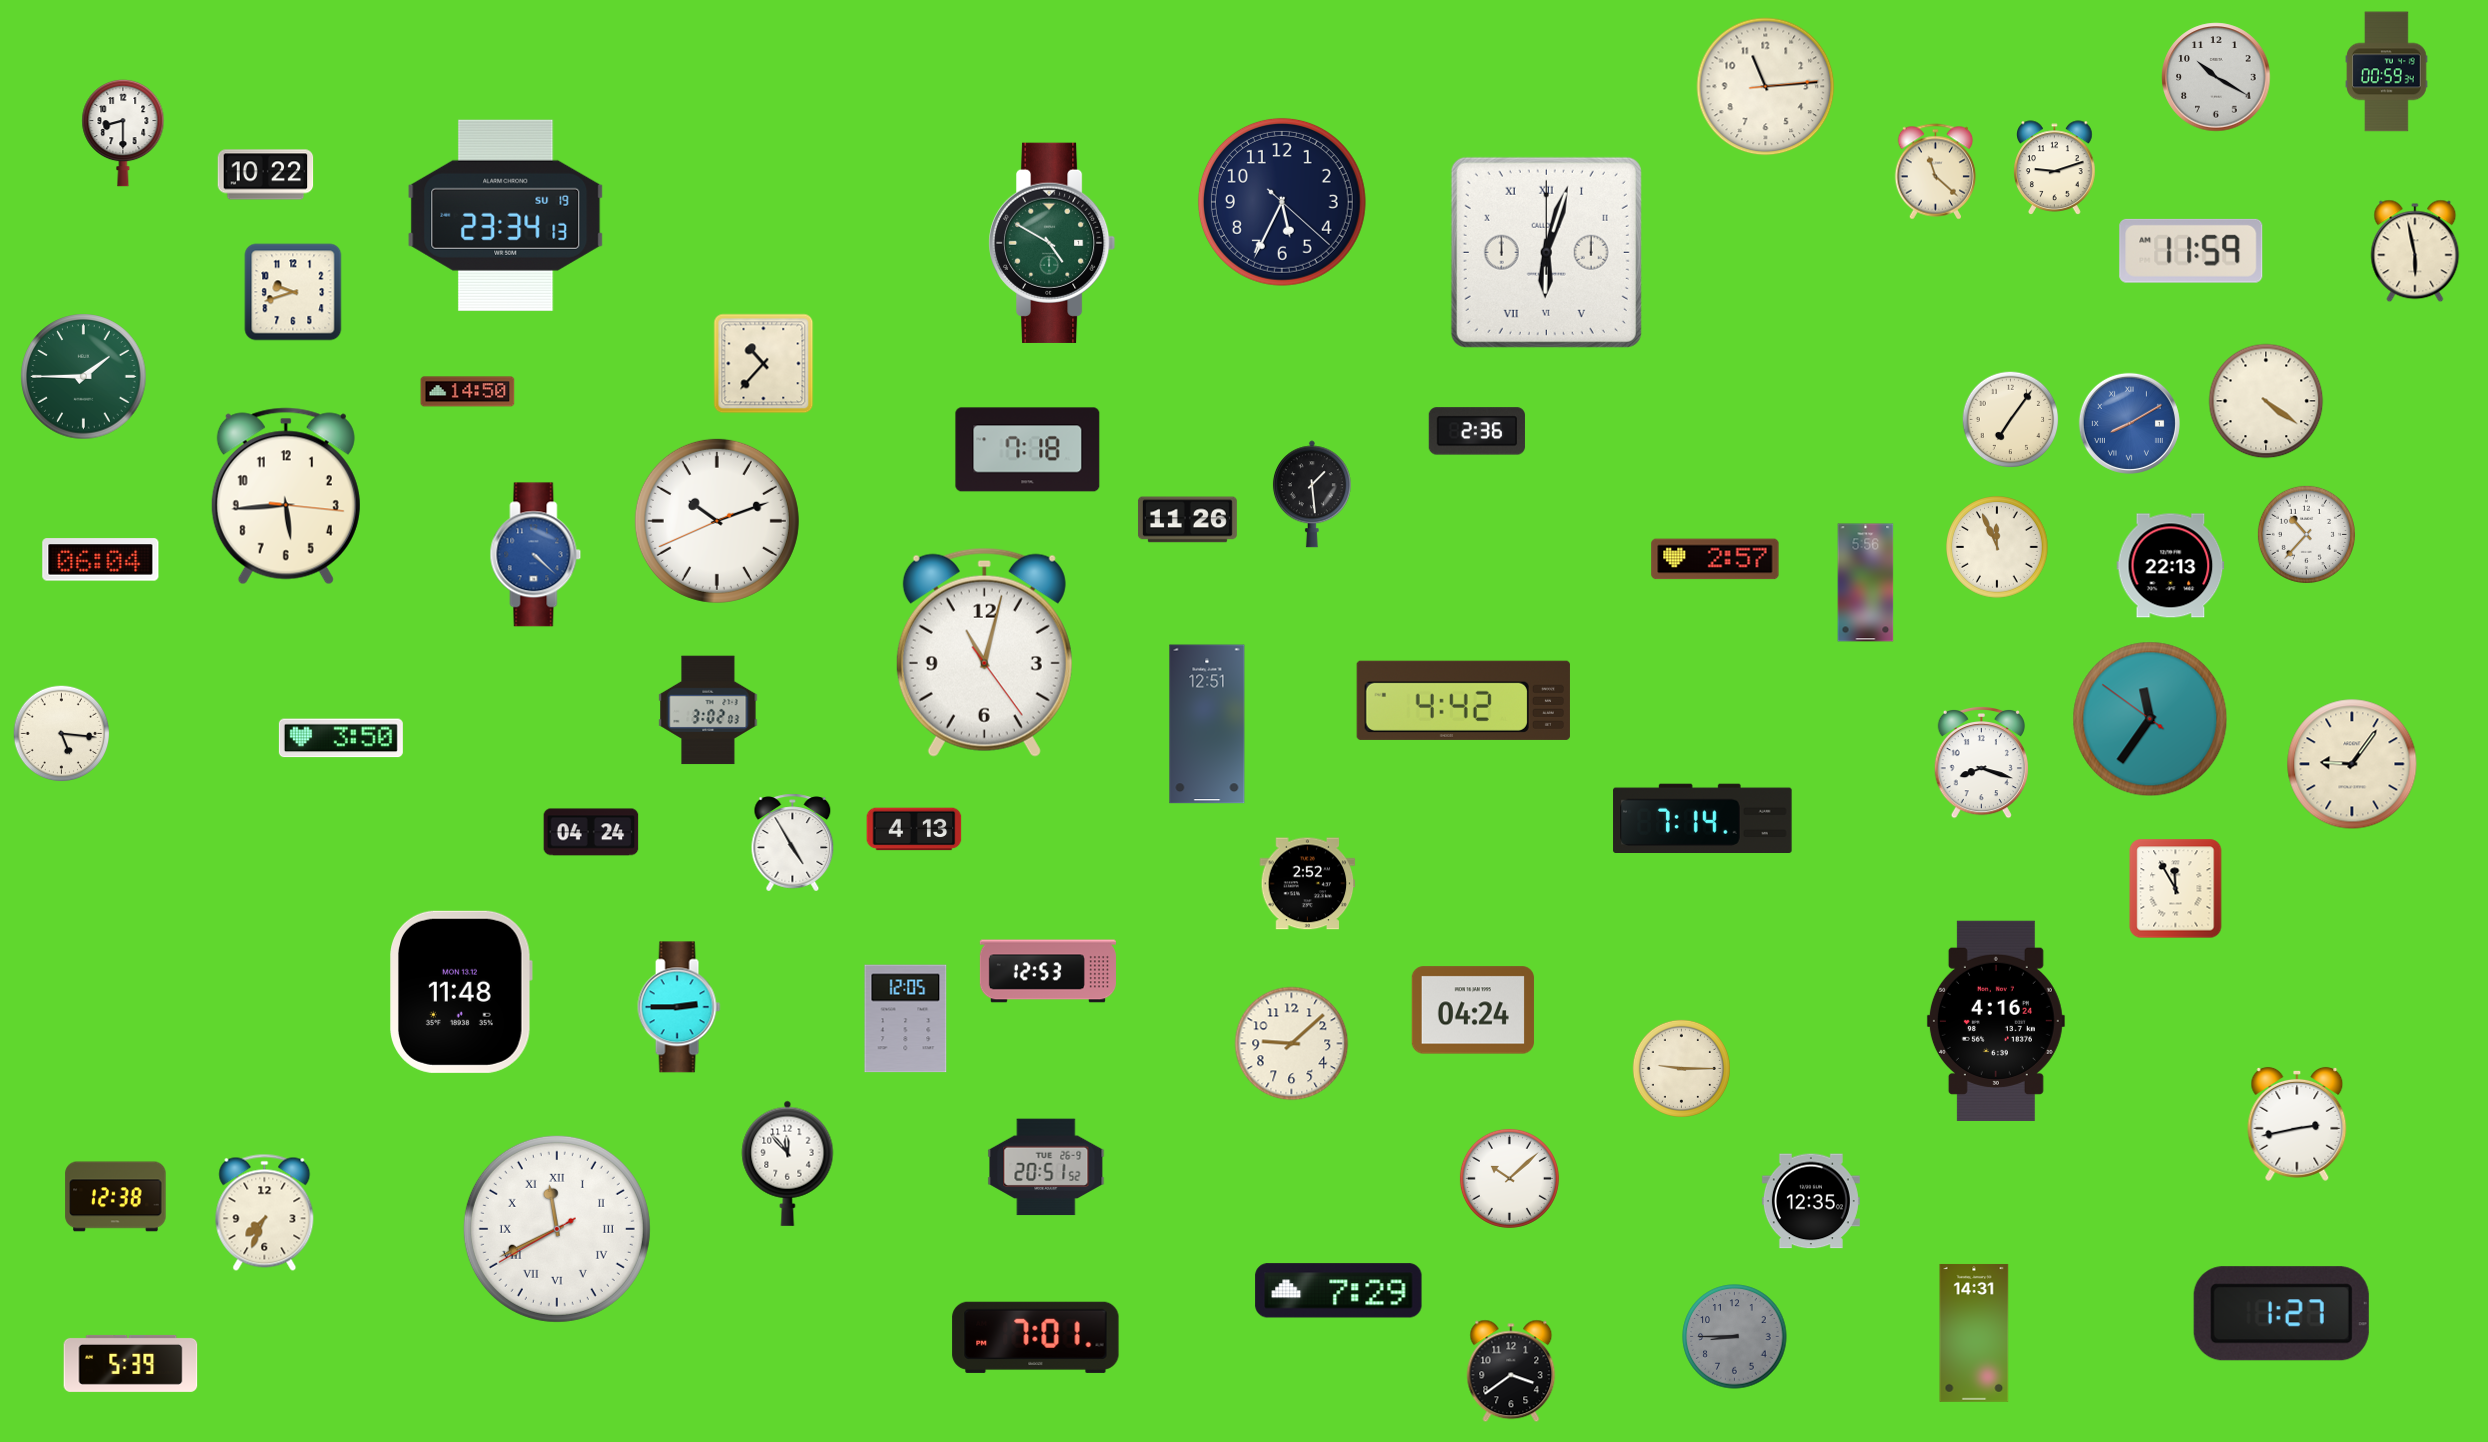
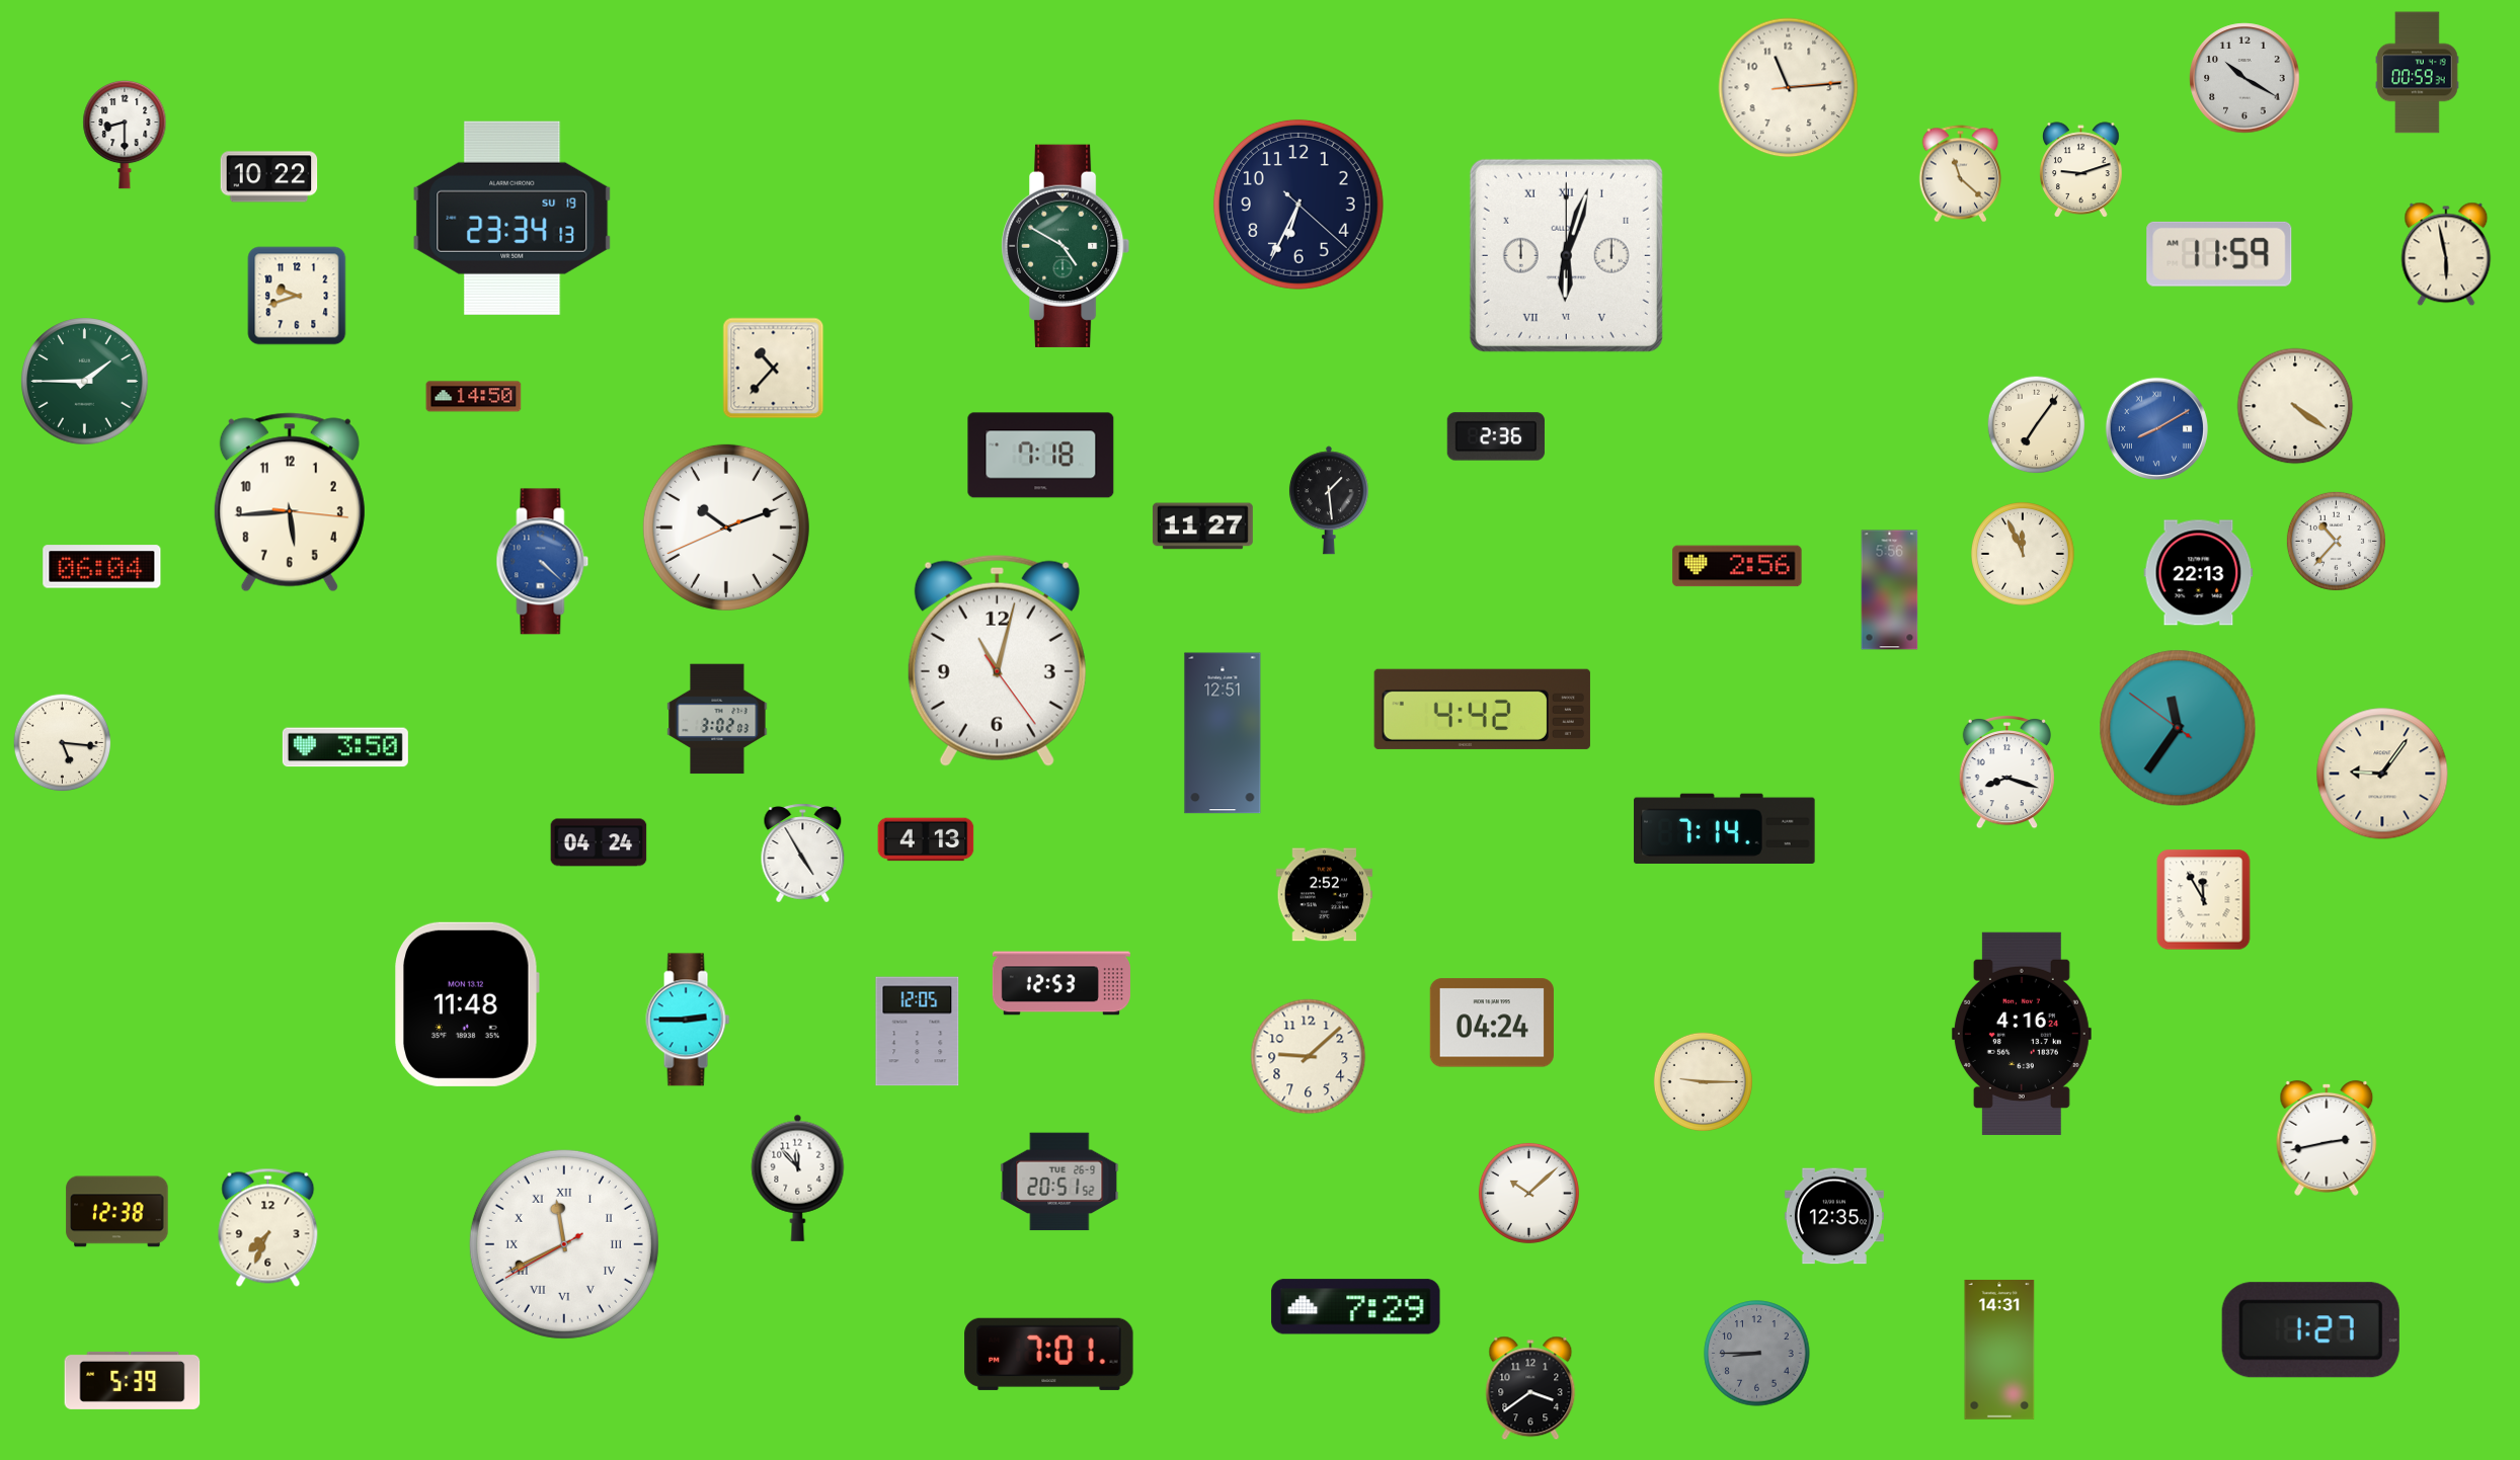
clock at (1282, 202): 5:34 -> 6:34
clock at (1188, 520): 11:26 -> 11:27
clock at (1715, 559): 2:57 -> 2:56
